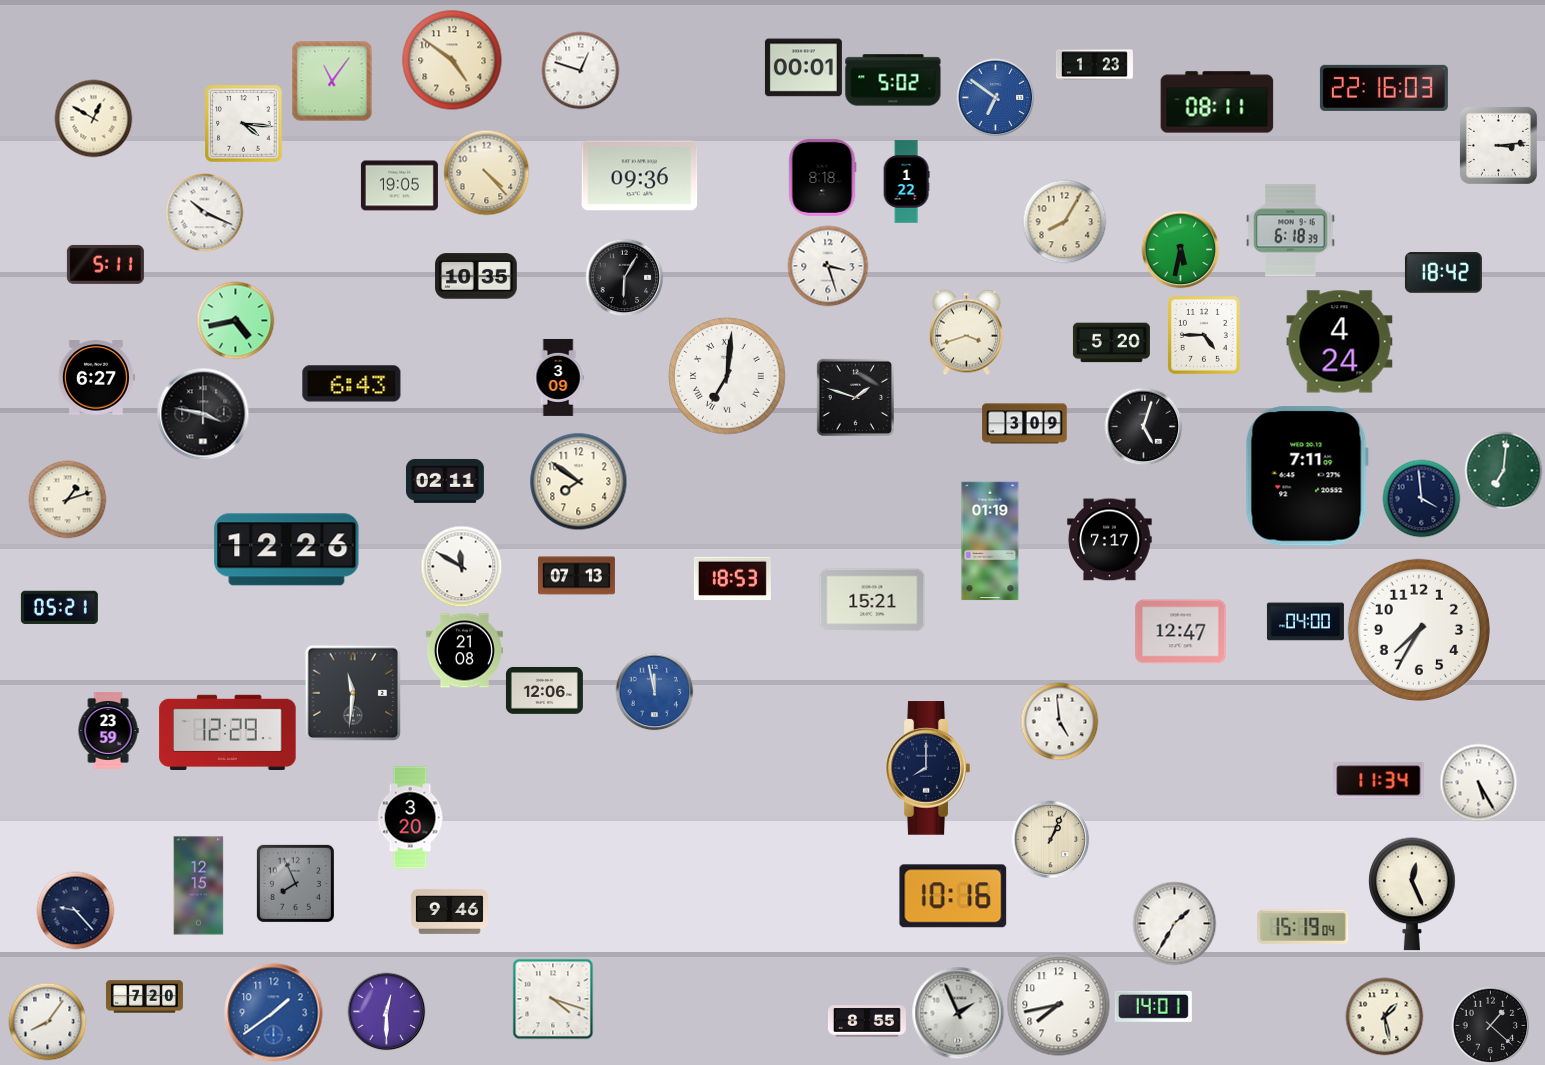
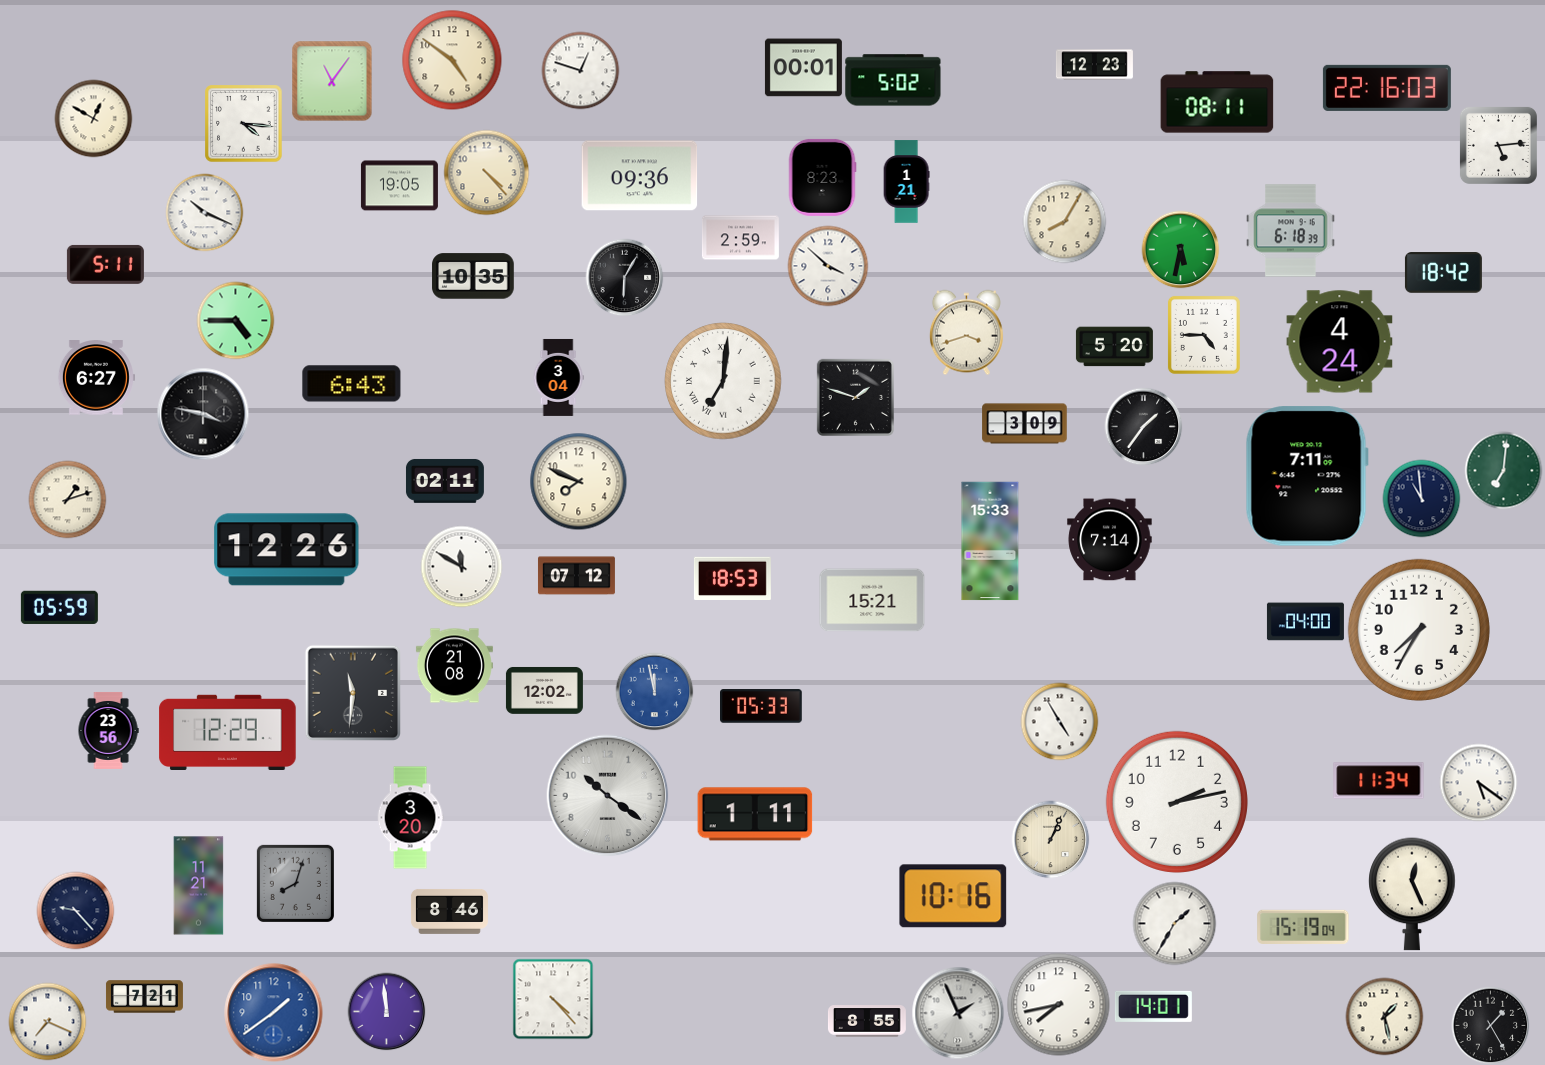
clock at (1094, 65): 1:23 -> 12:23
clock at (1384, 88) position: (1384, 88) -> (1387, 88)
clock at (995, 97): 6:51 -> none
clock at (1498, 145): 3:14 -> 5:14
clock at (822, 177): 8:18 -> 8:23
clock at (906, 182): 1:22 -> 1:21
clock at (740, 238): none -> 2:59
clock at (828, 266): 3:27 -> 3:52
clock at (476, 276) position: (476, 276) -> (473, 276)
clock at (235, 320): 4:43 -> 4:45
clock at (1111, 343) position: (1111, 343) -> (1114, 347)
clock at (727, 376) position: (727, 376) -> (723, 381)
clock at (558, 377): 3:09 -> 3:04
clock at (1143, 426): 5:03 -> 1:36
clock at (578, 481): 7:51 -> 7:49
clock at (1421, 498): 3:59 -> 10:59
clock at (1110, 540): 7:17 -> 7:14
clock at (990, 541): 01:19 -> 15:33
clock at (576, 576): 07:13 -> 07:12
clock at (59, 607): 05:21 -> 05:59
clock at (1181, 632): 12:47 -> none
clock at (464, 651) position: (464, 651) -> (454, 666)
clock at (544, 690): 12:06 -> 12:02
clock at (762, 706): none -> 05:33
clock at (1059, 721): 4:59 -> 4:55
clock at (108, 730): 23:59 -> 23:56
clock at (928, 768): 8:00 -> none
clock at (1478, 782): 5:25 -> 5:21
clock at (608, 796): none -> 10:21
clock at (1177, 802): none -> 2:13
clock at (755, 814): none -> 1:11
clock at (295, 883): 7:56 -> 8:03
clock at (199, 886): 12:15 -> 11:21
clock at (449, 911): 9:46 -> 8:46
clock at (144, 997): 7:20 -> 7:21
clock at (553, 999): 4:18 -> 4:23
clock at (386, 1011): 12:30 -> 11:59
clock at (47, 1021): 8:06 -> 7:19
clock at (1490, 1025): 1:22 -> 1:25
